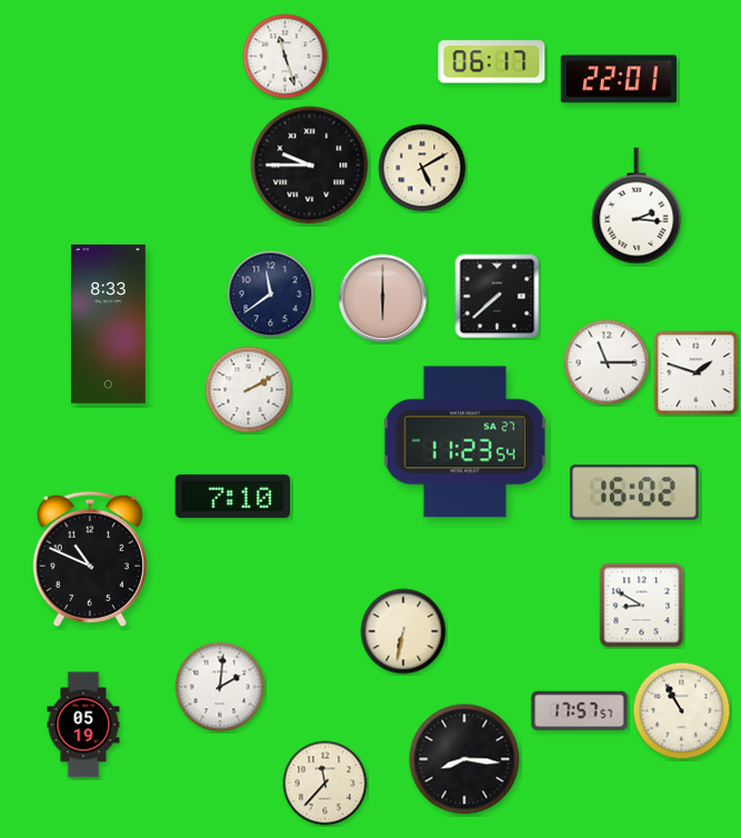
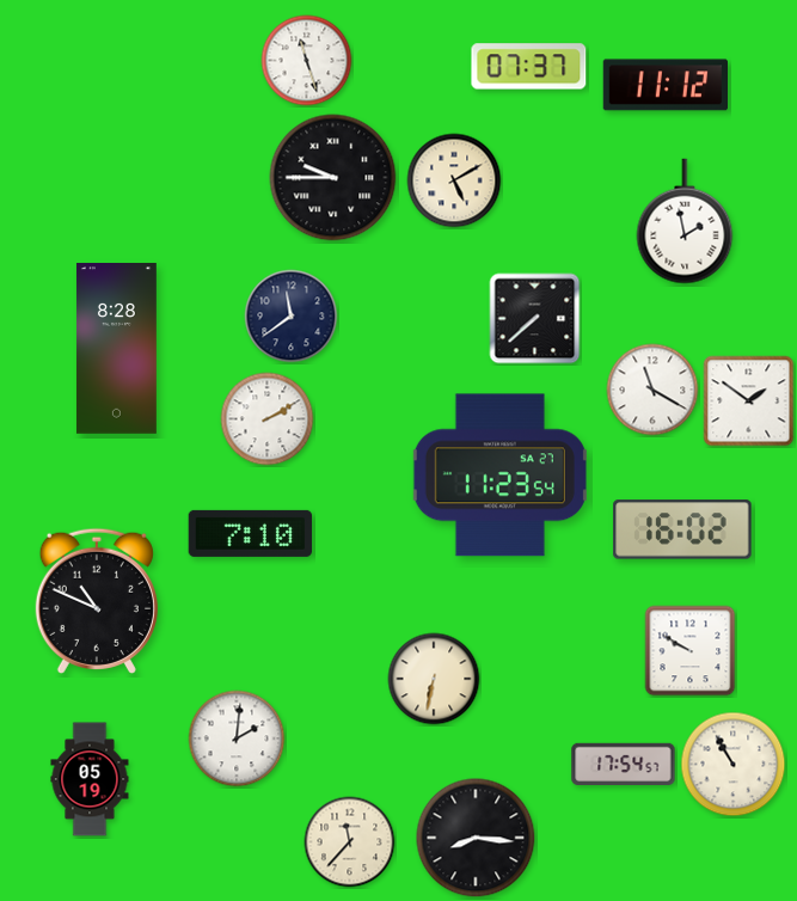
clock at (492, 62): 06:17 -> 07:37
clock at (618, 79): 22:01 -> 11:12
clock at (637, 206): 2:16 -> 1:58
clock at (383, 299): 6:00 -> none
clock at (108, 325): 8:33 -> 8:28
clock at (607, 362): 11:15 -> 11:20
clock at (697, 373): 1:48 -> 1:51
clock at (642, 606): 8:50 -> 9:50
clock at (580, 710): 17:57 -> 17:54
clock at (464, 759) position: (464, 759) -> (476, 838)
